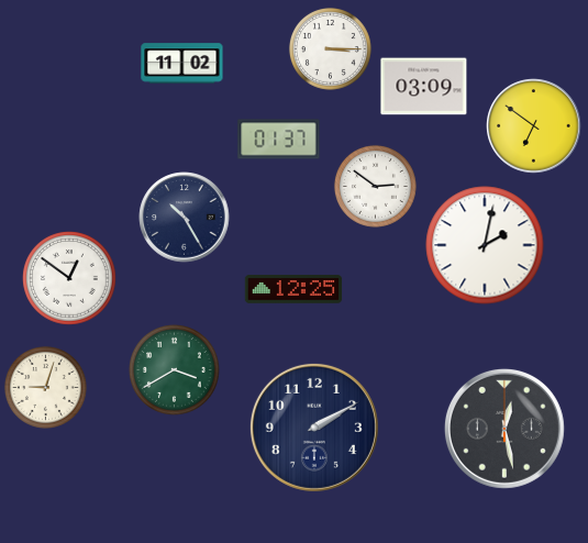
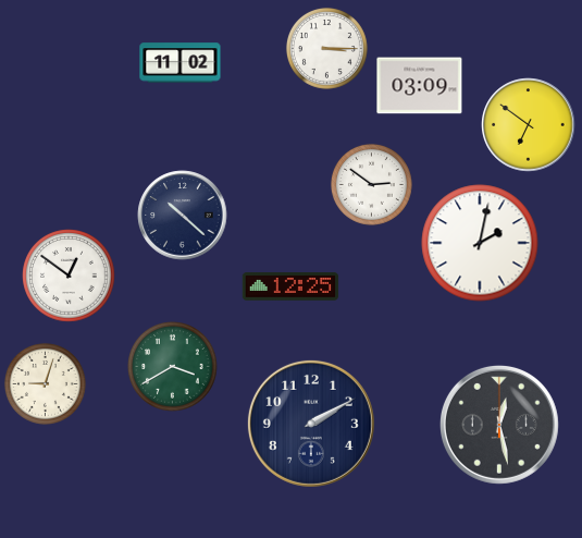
clock at (279, 140): 01:37 -> none
clock at (185, 218): 10:25 -> 10:22
